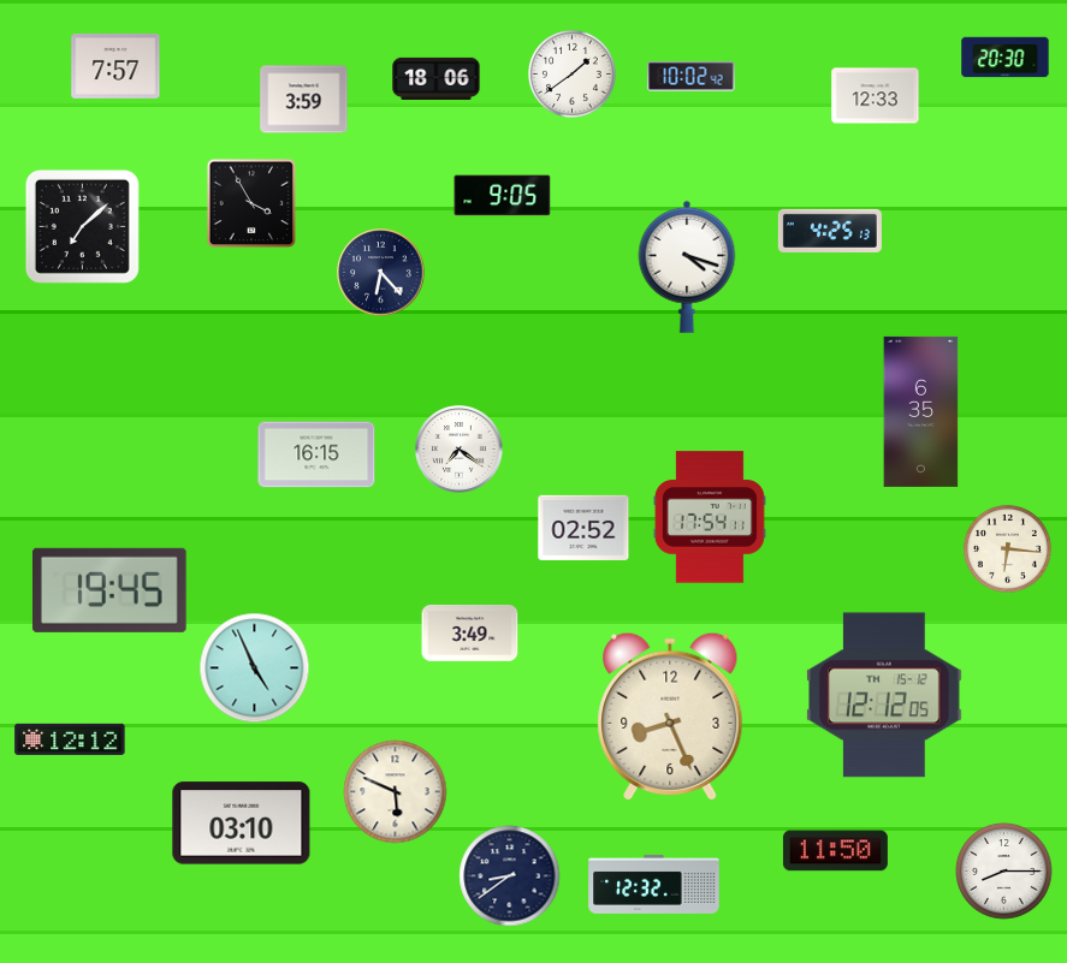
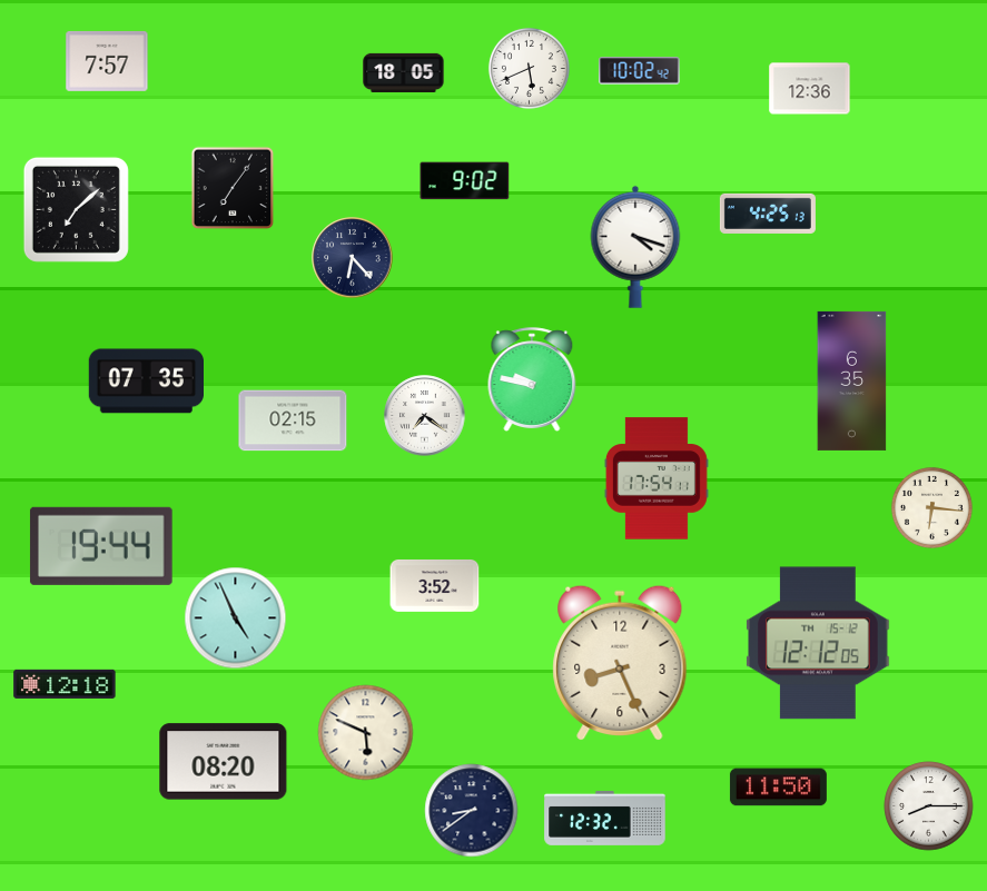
clock at (1006, 58): 20:30 -> none
clock at (571, 73): 1:39 -> 5:41
clock at (437, 78): 18:06 -> 18:05
clock at (876, 96): 12:33 -> 12:36
clock at (304, 100): 3:59 -> none
clock at (503, 196): 9:05 -> 9:02
clock at (251, 203): 3:55 -> 7:06
clock at (381, 273) position: (381, 273) -> (353, 258)
clock at (532, 379): none -> 9:47
clock at (146, 382): none -> 07:35
clock at (316, 454): 16:15 -> 02:15
clock at (583, 528): 02:52 -> none
clock at (109, 590): 19:45 -> 19:44
clock at (470, 632): 3:49 -> 3:52
clock at (70, 739): 12:12 -> 12:18
clock at (242, 824): 03:10 -> 08:20
clock at (835, 851) position: (835, 851) -> (778, 788)
